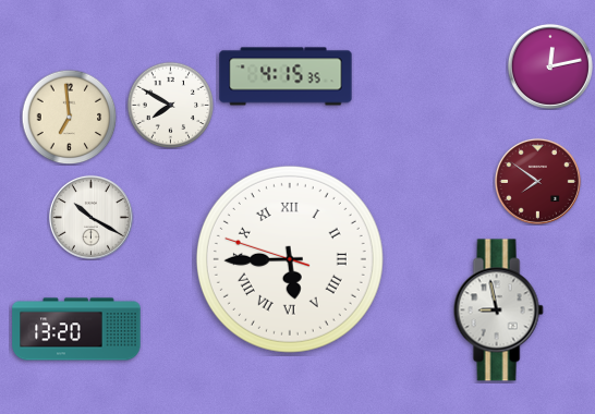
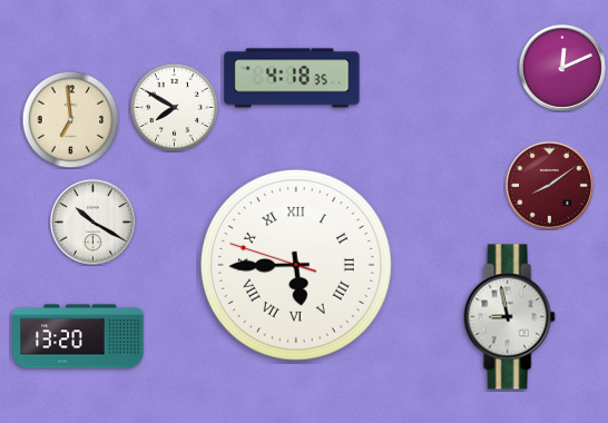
clock at (550, 66): 12:13 -> 12:11
clock at (286, 76): 4:15 -> 4:18
clock at (537, 181): 7:51 -> 8:09
